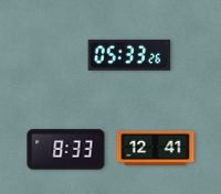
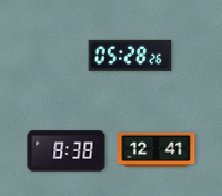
clock at (129, 55): 05:33 -> 05:28
clock at (66, 150): 8:33 -> 8:38
